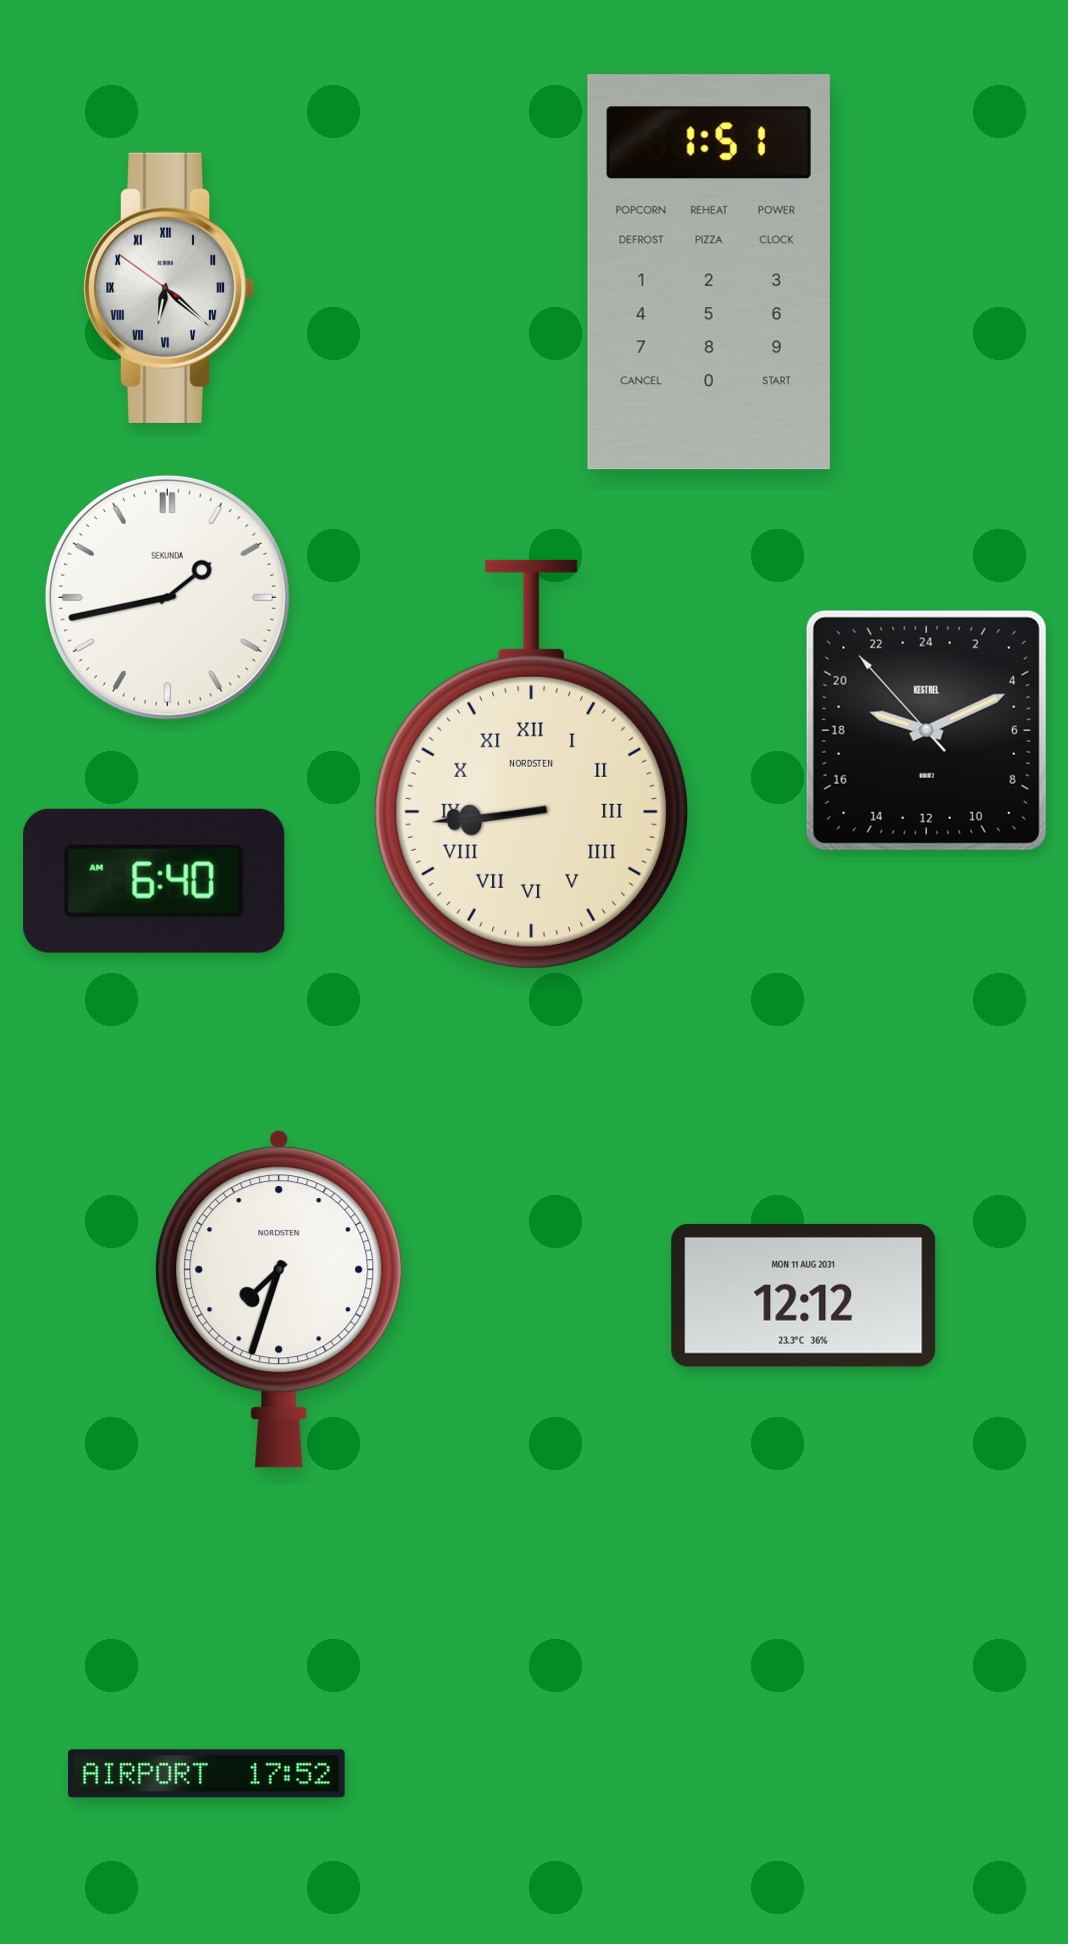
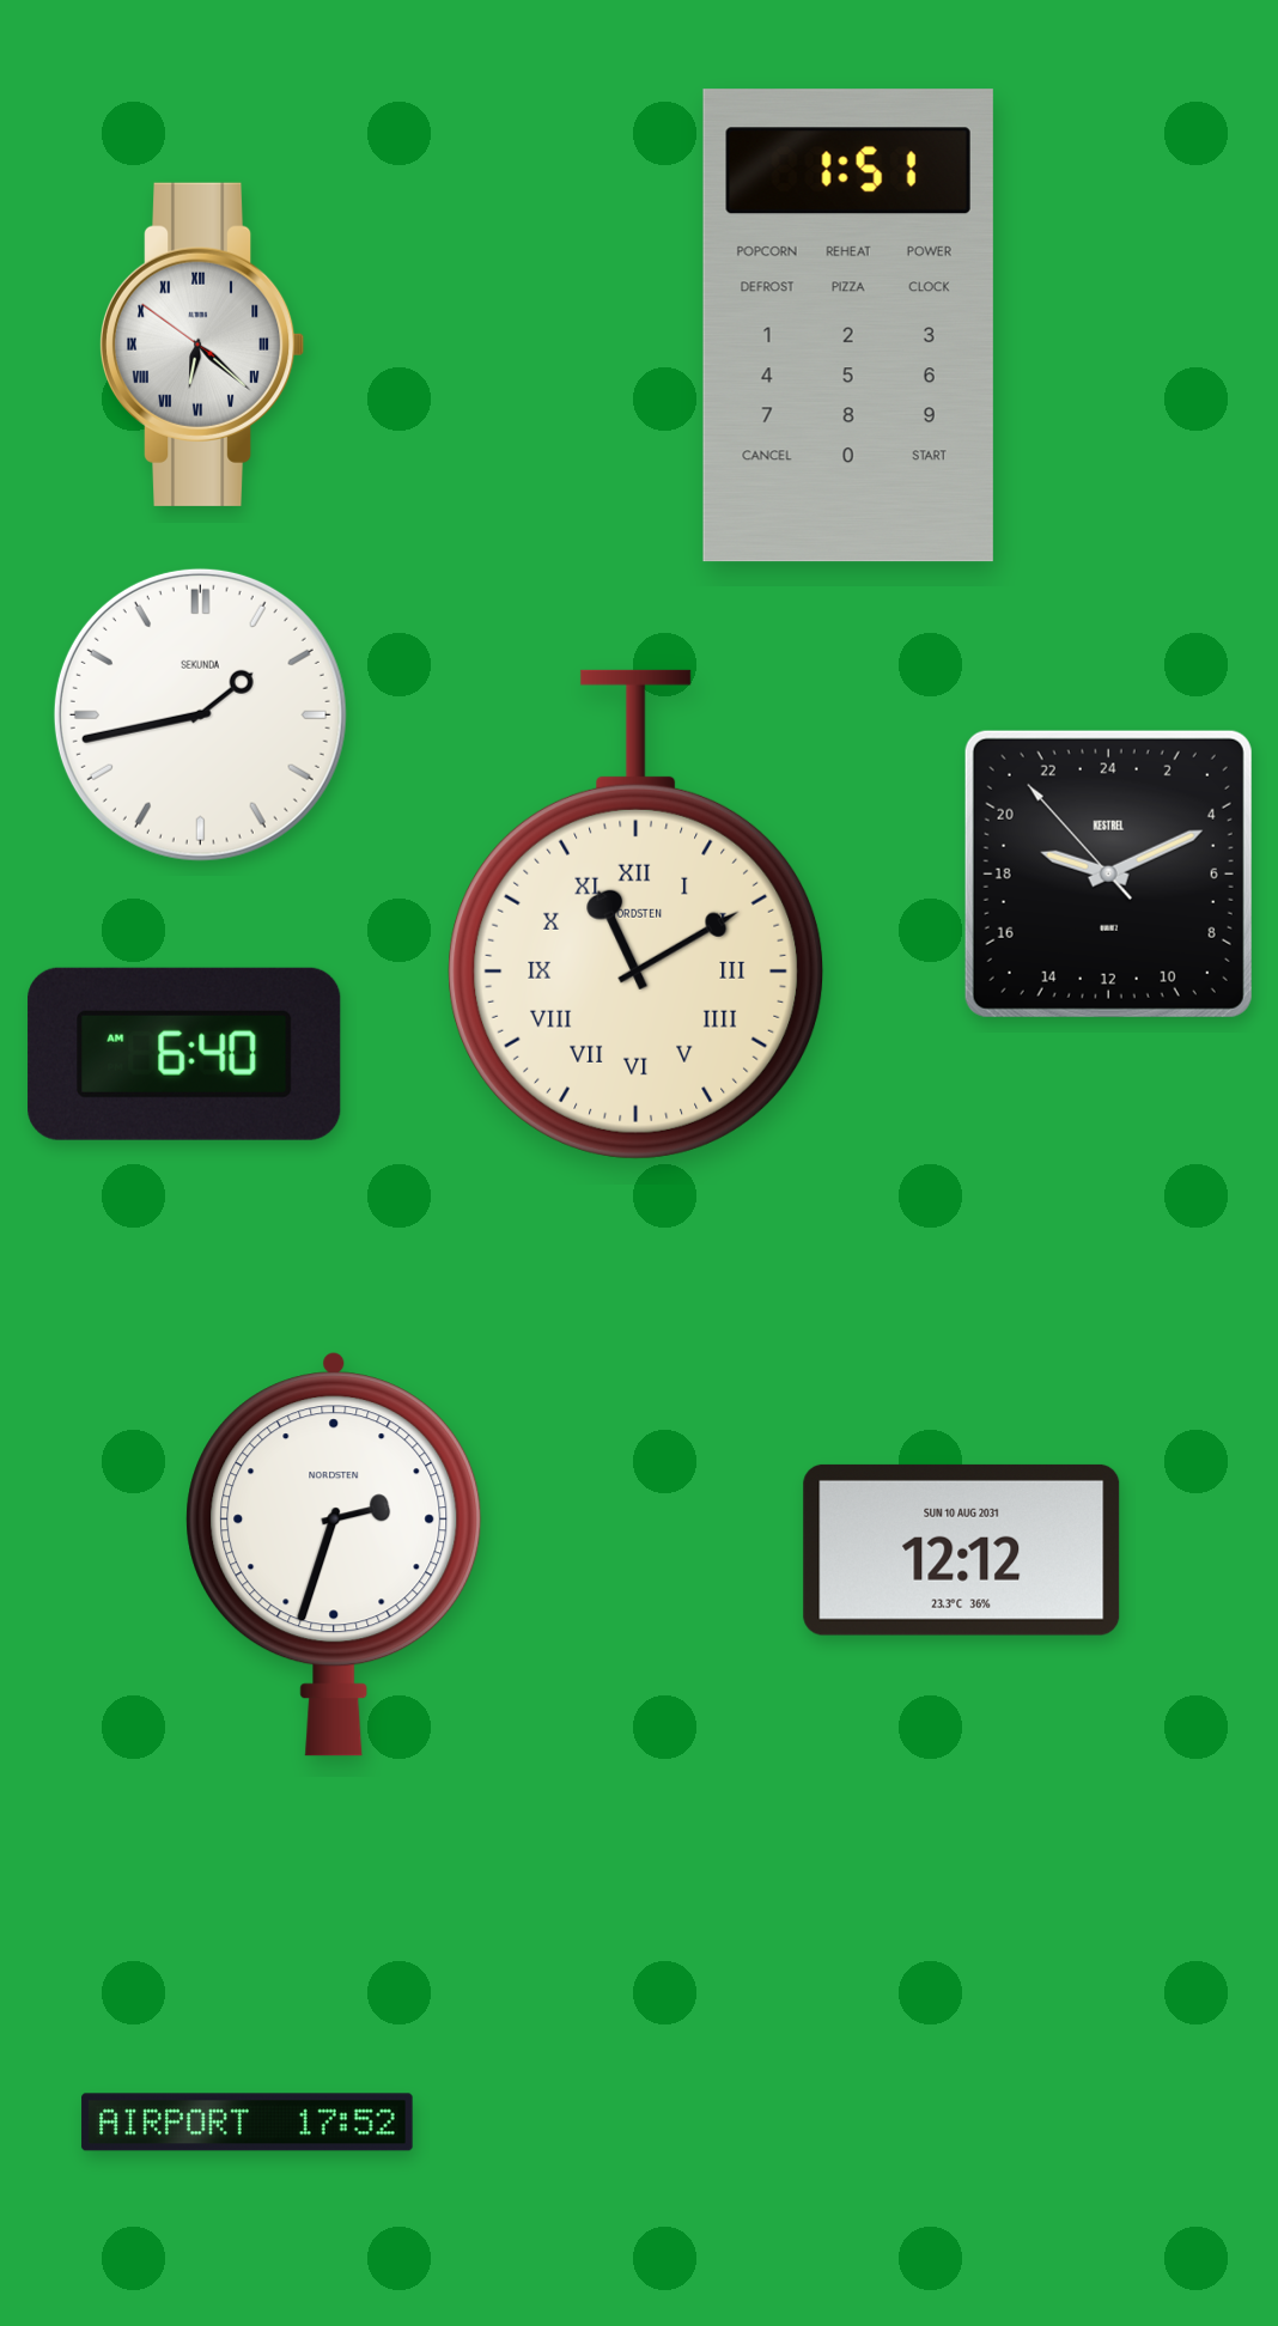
clock at (532, 764): 8:44 -> 11:10
clock at (804, 1295) date: MON 11 AUG 2031 -> SUN 10 AUG 2031
clock at (279, 1299): 7:33 -> 2:33
